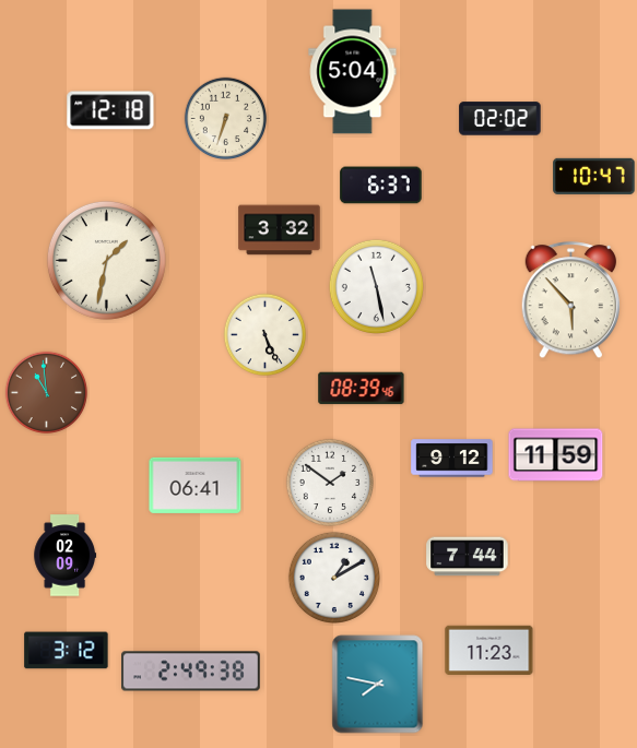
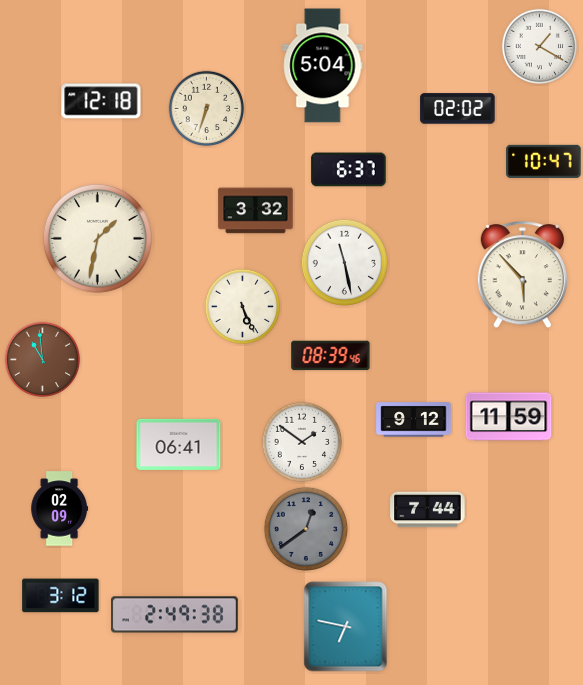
clock at (540, 47): none -> 1:20
clock at (333, 577): 1:10 -> 12:39
clock at (333, 577) dial: white -> grey
clock at (489, 650): 11:23 -> none
clock at (378, 685): 7:47 -> 6:47
